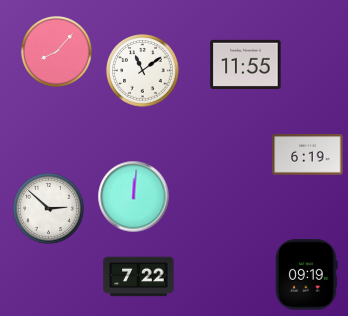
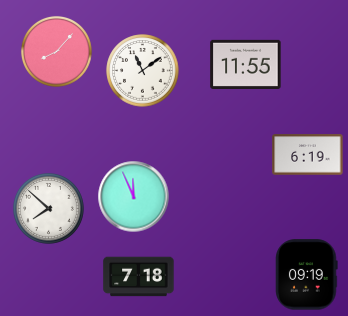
clock at (134, 197): 12:01 -> 11:56
clock at (48, 208): 2:52 -> 7:52
clock at (139, 277): 7:22 -> 7:18
